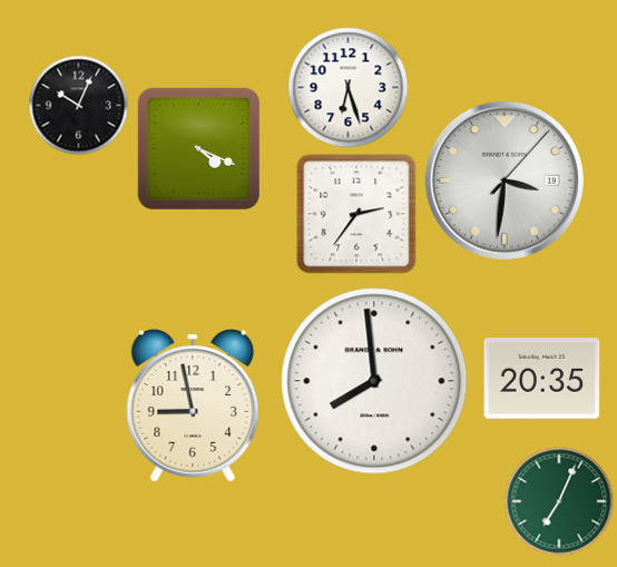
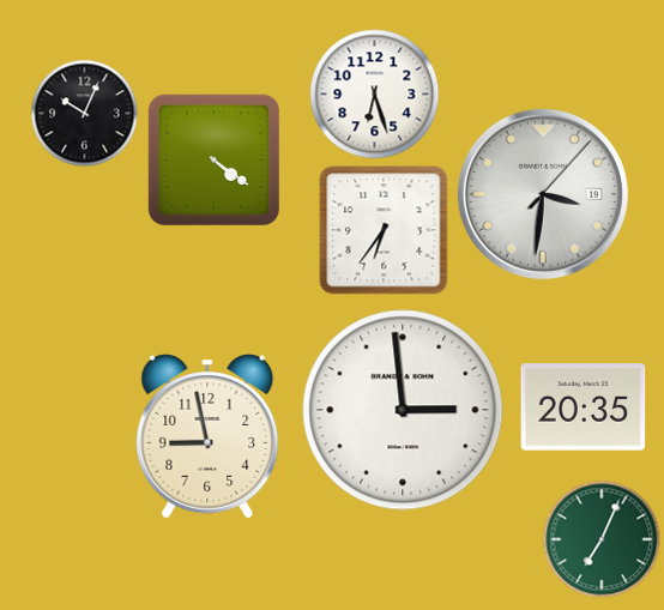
clock at (198, 148): 4:19 -> 4:21
clock at (356, 214): 2:36 -> 6:36
clock at (374, 381): 7:59 -> 2:59
